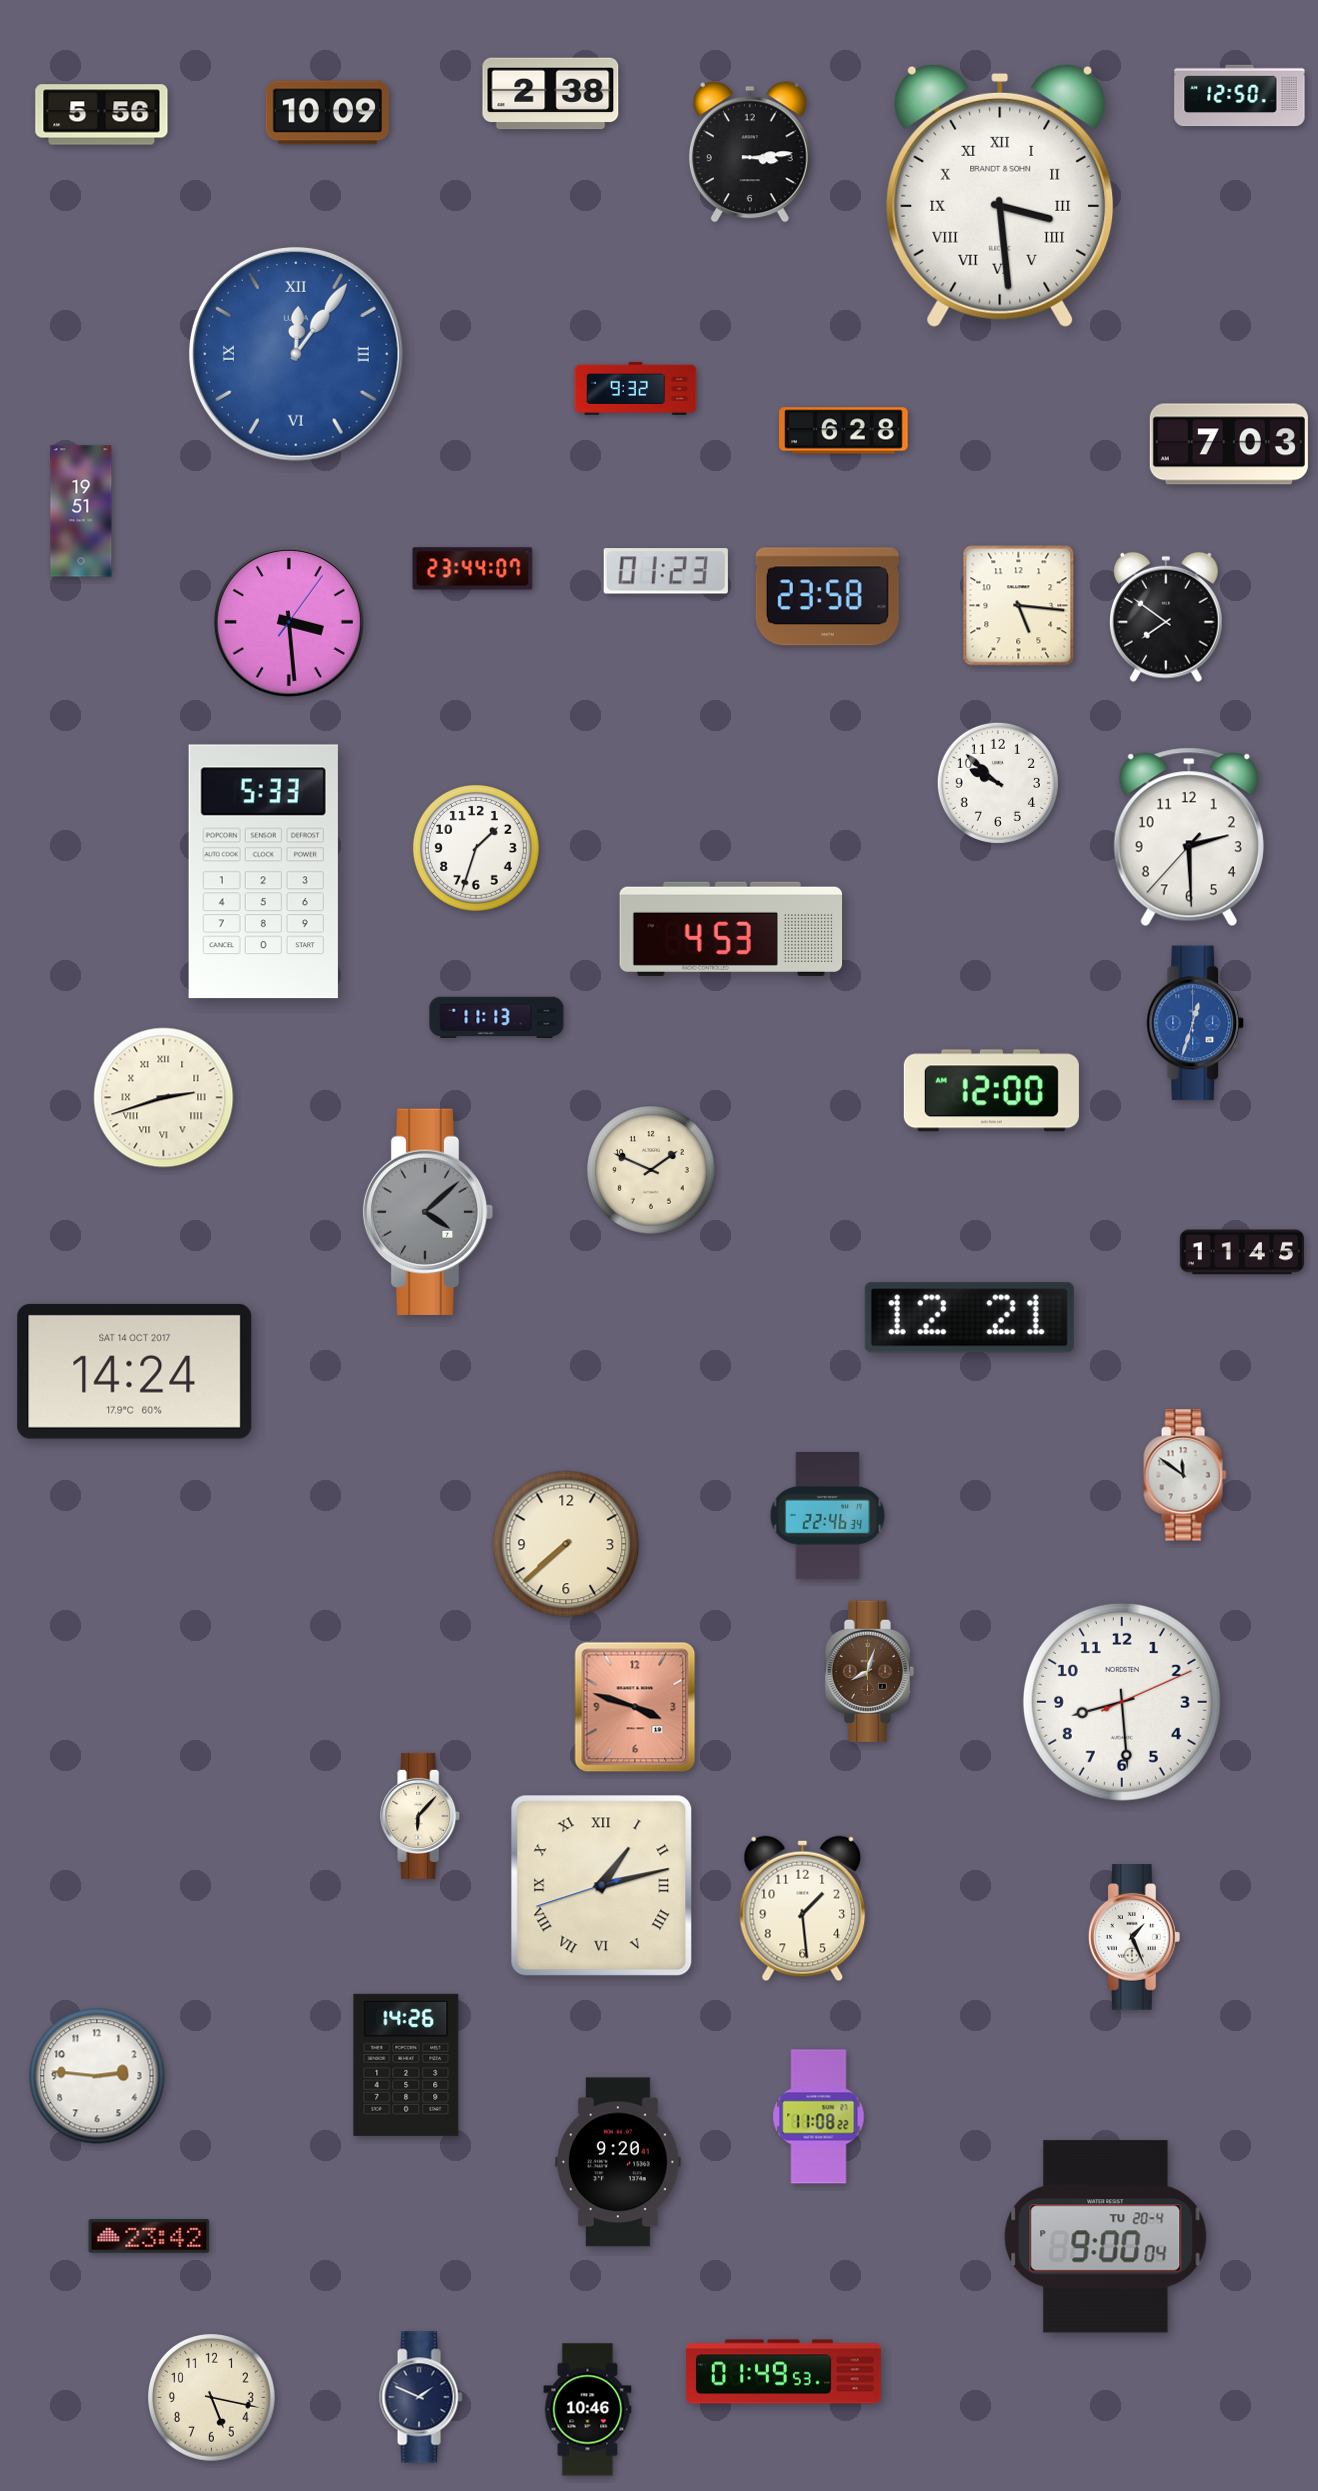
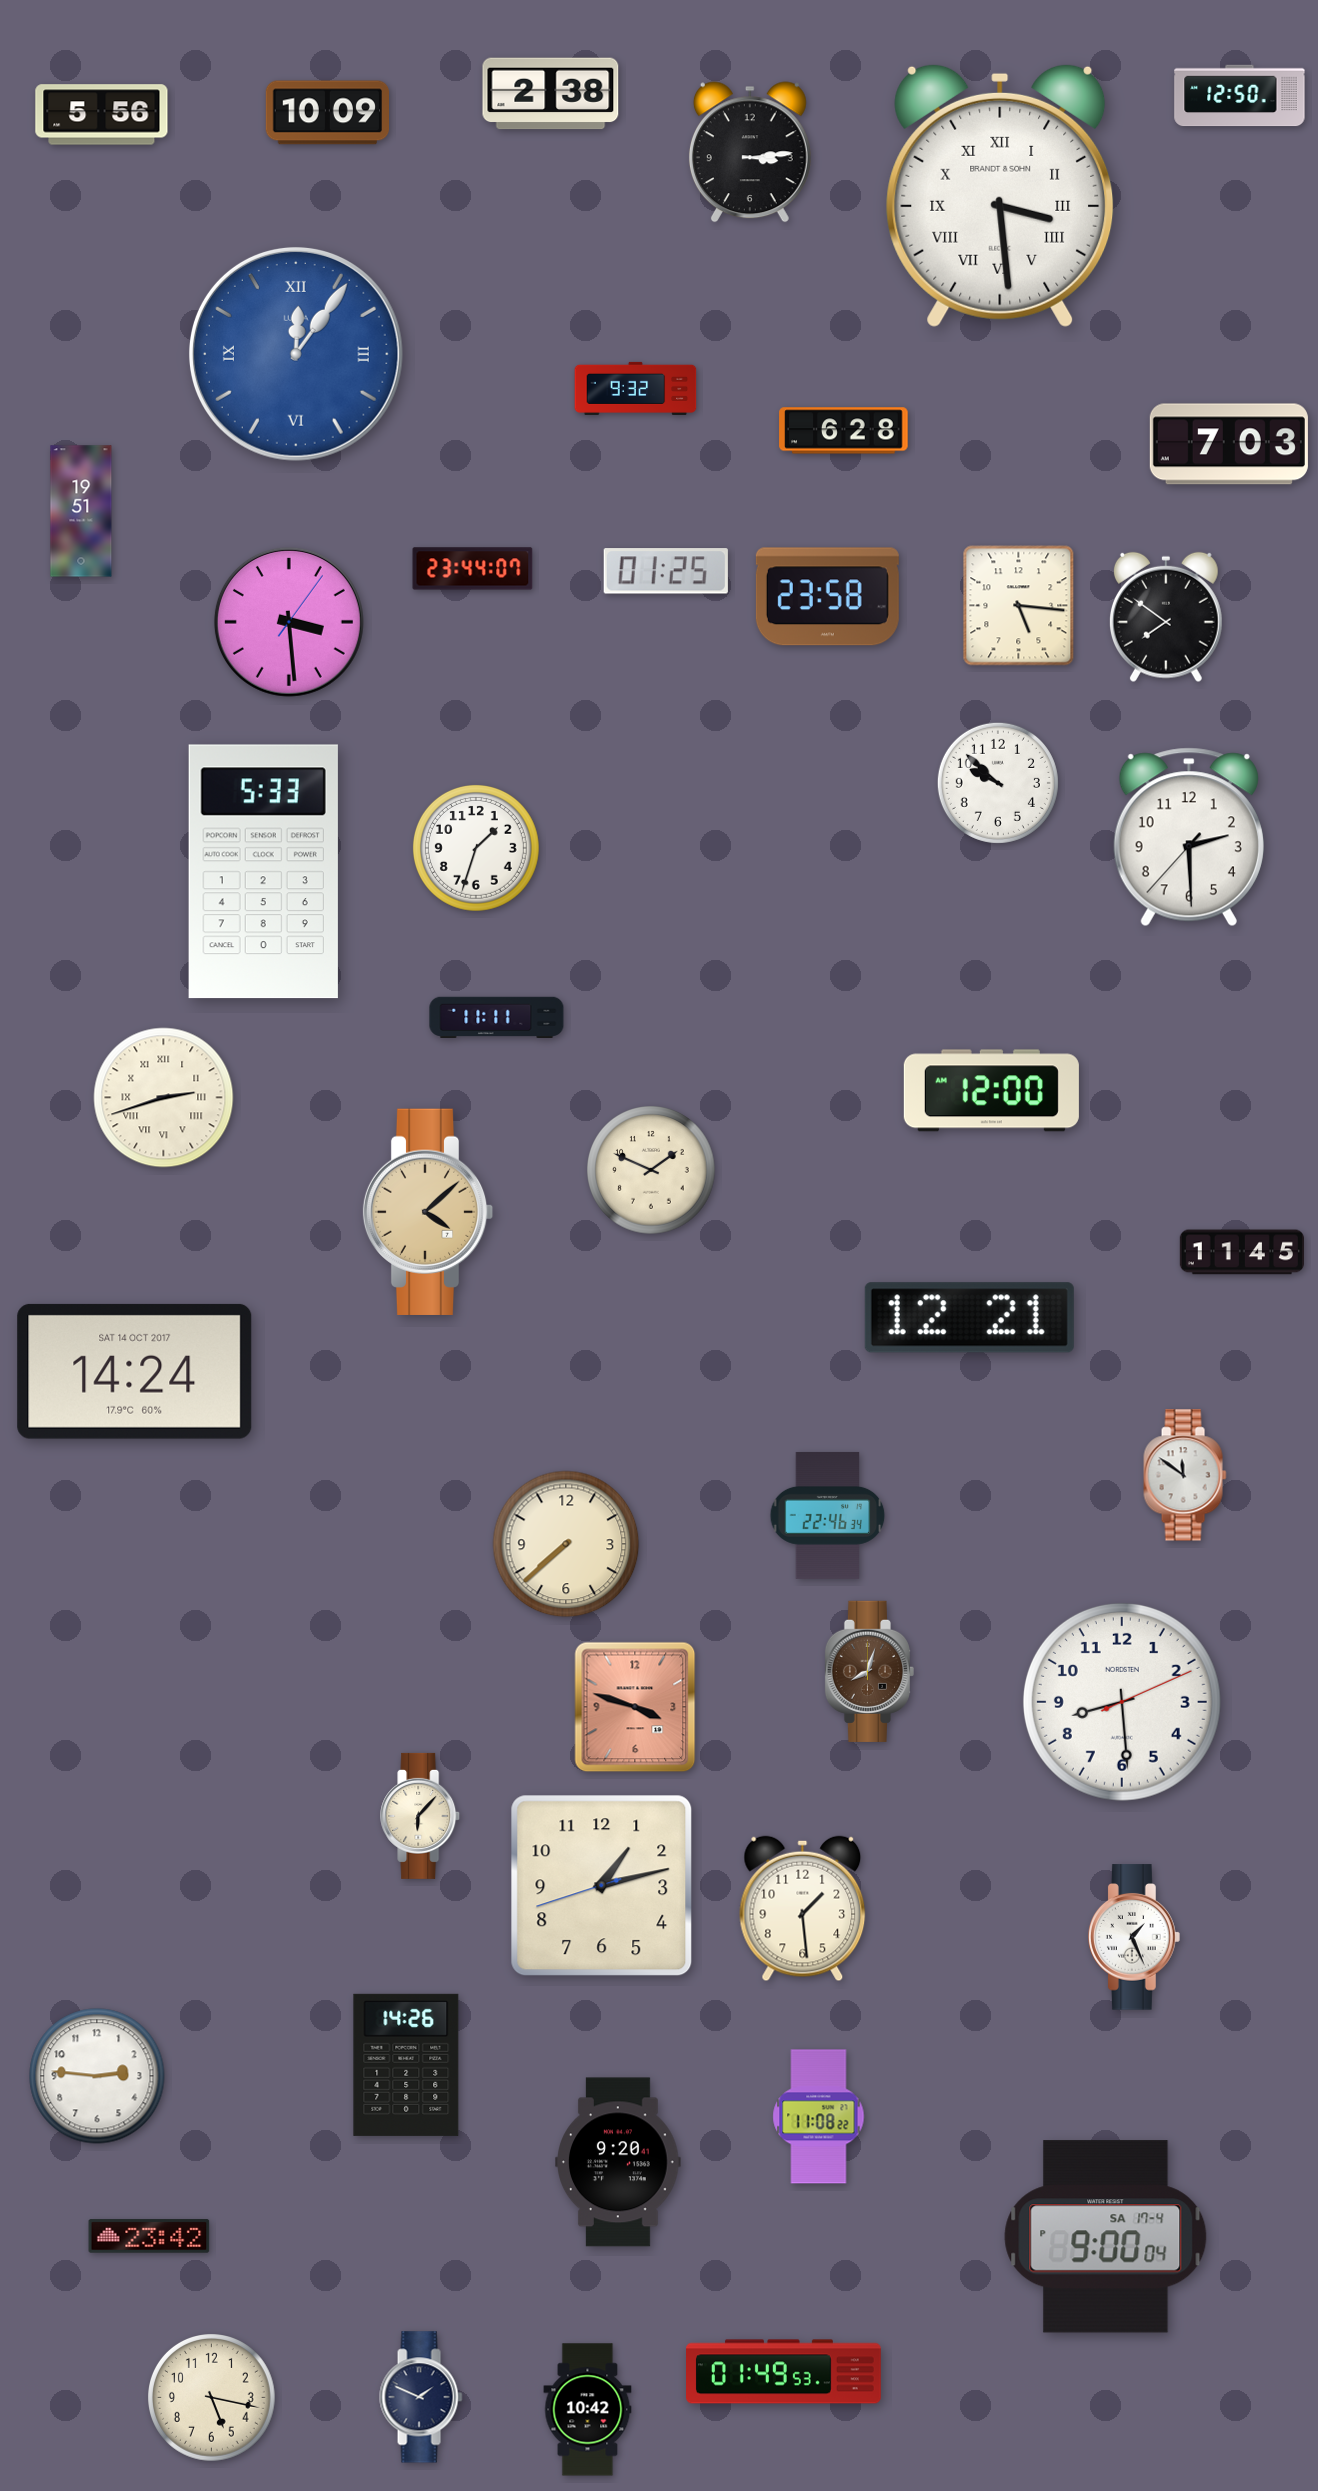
clock at (666, 571): 01:23 -> 01:25
clock at (731, 929): 4:53 -> none
clock at (497, 1018): 11:13 -> 11:11
clock at (1195, 1023): 12:33 -> none
clock at (428, 1212) dial: grey -> champagne
clock at (602, 1886) numerals: Roman -> Arabic
clock at (1106, 2237) date: TU 20-4 -> SA 17-4
clock at (588, 2410): 10:46 -> 10:42
